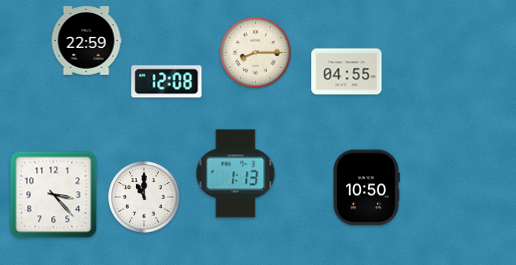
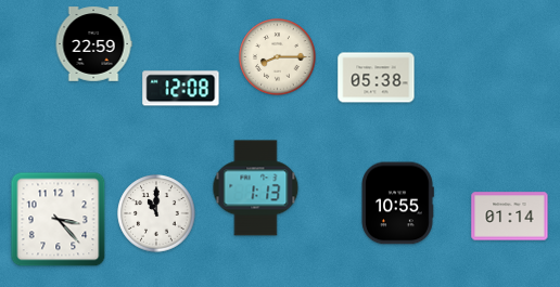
clock at (347, 72): 04:55 -> 05:38
clock at (366, 188): 10:50 -> 10:55
clock at (54, 195) position: (54, 195) -> (59, 220)
clock at (510, 217): none -> 01:14
